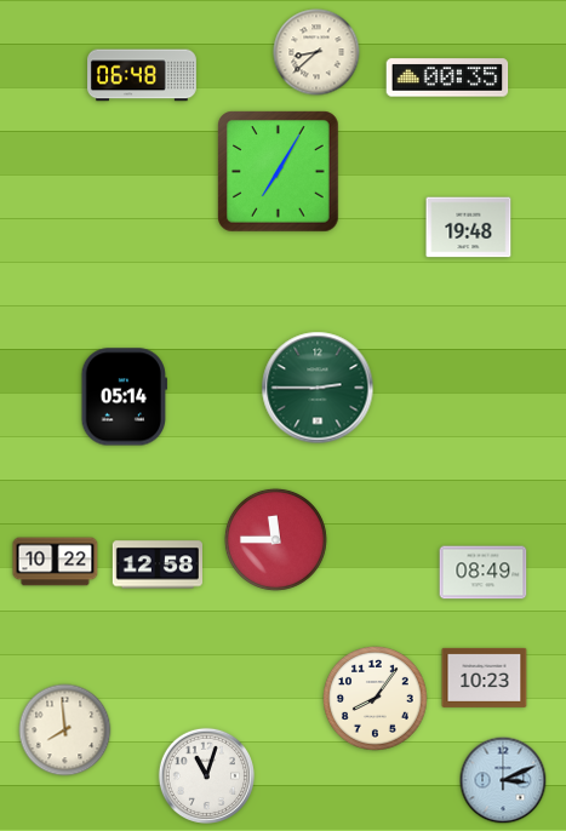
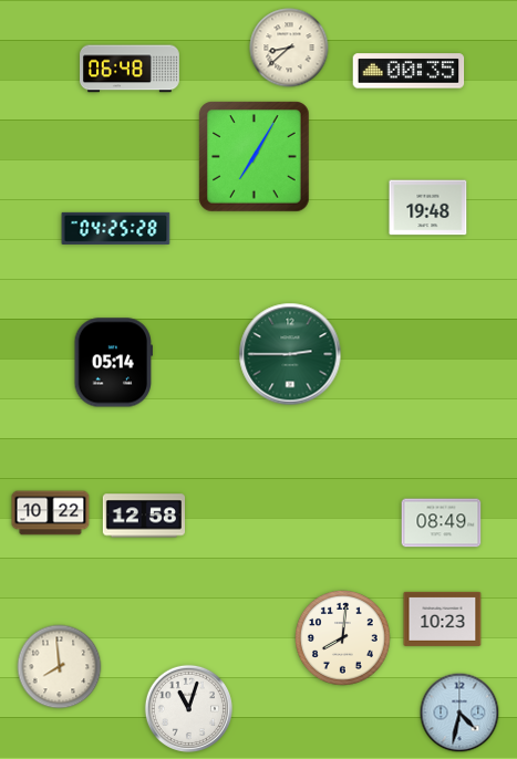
clock at (116, 228): none -> 04:25
clock at (275, 539): 11:45 -> none
clock at (376, 699): 8:06 -> 8:01
clock at (503, 780): 3:11 -> 4:32
